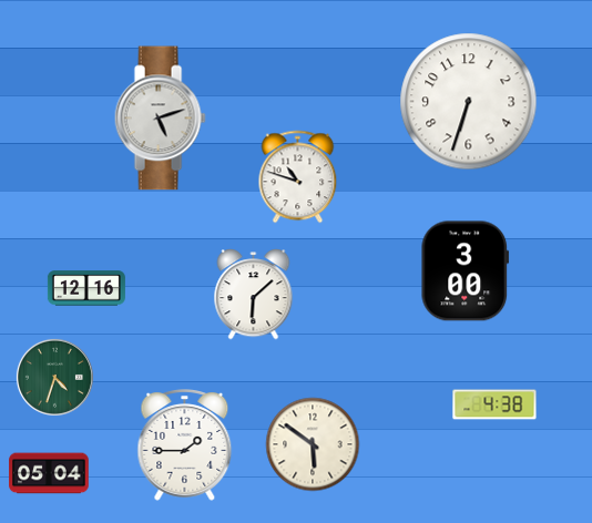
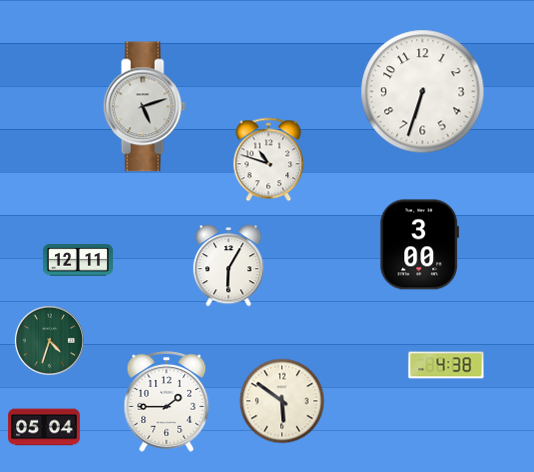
clock at (86, 288): 12:16 -> 12:11
clock at (254, 295): 6:08 -> 6:05
